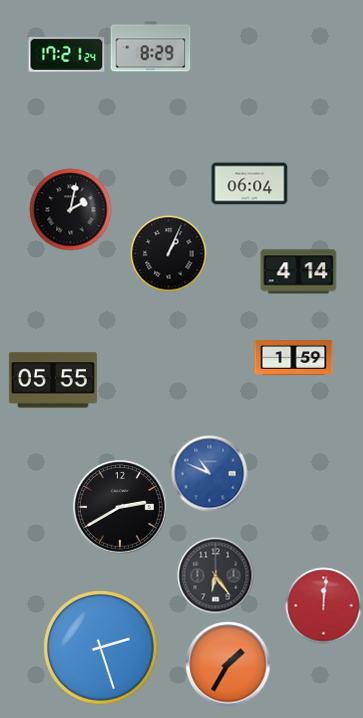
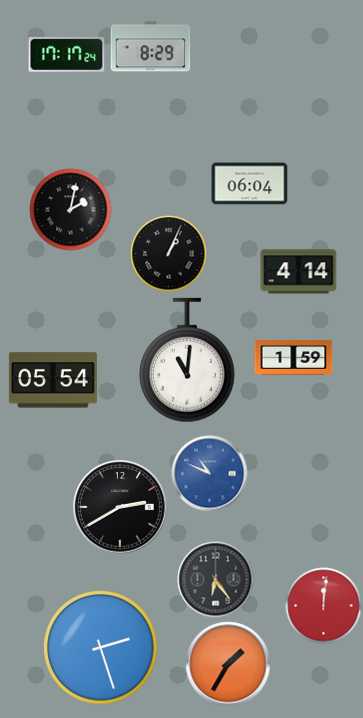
clock at (67, 54): 17:21 -> 17:17
clock at (188, 360): none -> 11:01
clock at (53, 380): 05:55 -> 05:54
clock at (216, 576) position: (216, 576) -> (216, 580)
